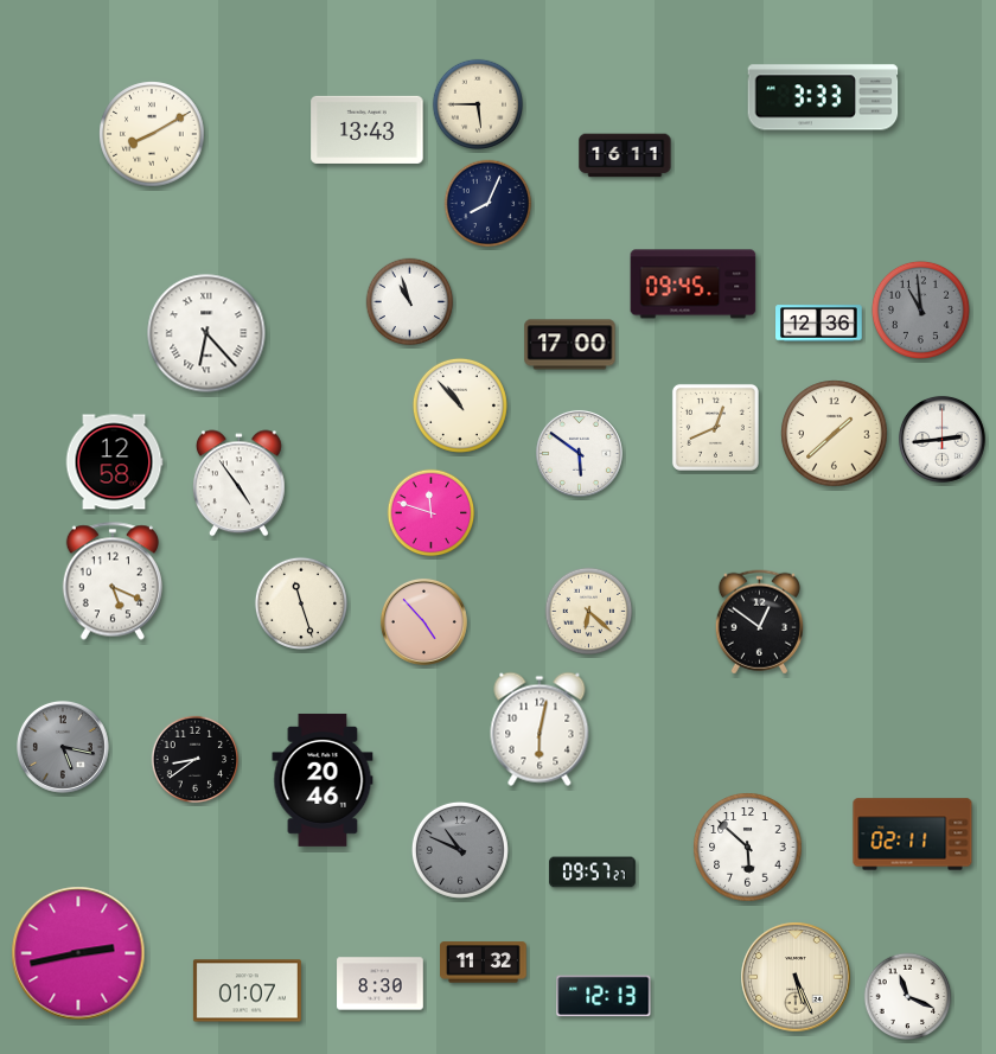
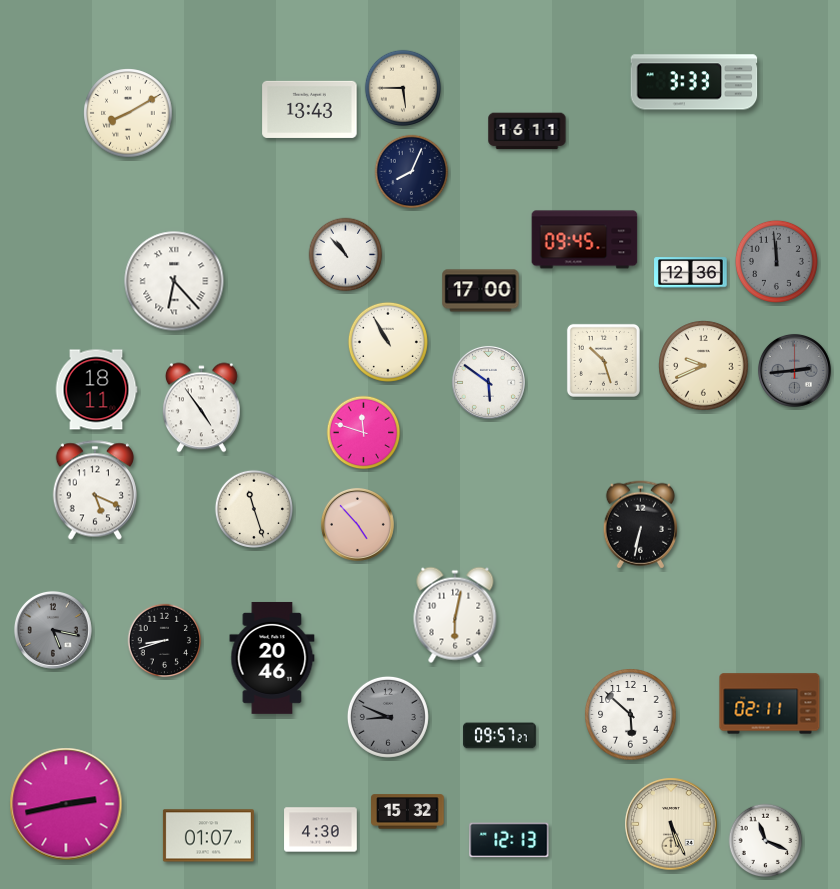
clock at (410, 302): 10:57 -> 10:53
clock at (920, 309): 10:59 -> 11:59
clock at (460, 405): 10:53 -> 10:55
clock at (715, 427): 12:41 -> 10:27
clock at (835, 434): 1:38 -> 9:41
clock at (941, 439) dial: white -> grey
clock at (114, 462): 12:58 -> 18:11
clock at (589, 612): 6:22 -> none
clock at (759, 622): 12:51 -> 6:32
clock at (196, 760): 8:39 -> 8:42
clock at (460, 850): 10:49 -> 8:49
clock at (484, 963): 11:32 -> 15:32
clock at (381, 984): 8:30 -> 4:30
